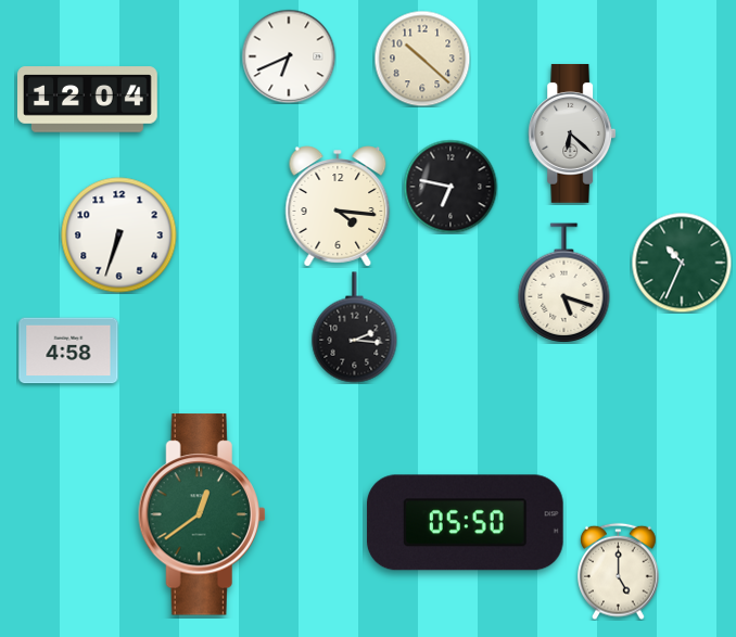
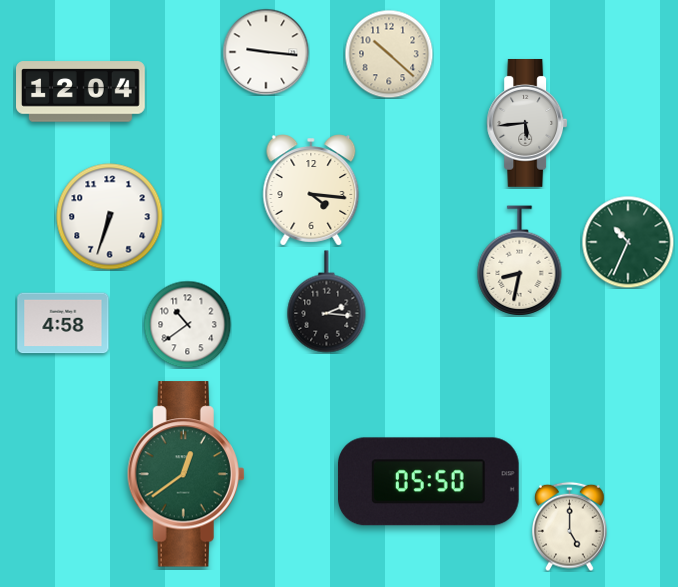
clock at (289, 56): 6:41 -> 9:16
clock at (572, 133): 6:22 -> 5:44
clock at (451, 187): 6:47 -> none
clock at (564, 283): 5:18 -> 8:32
clock at (187, 324): none -> 10:39
